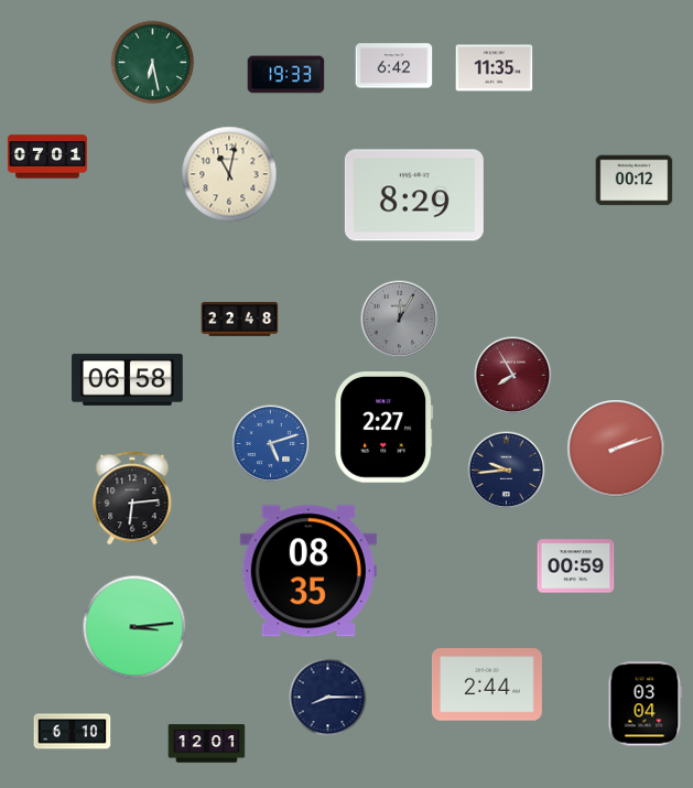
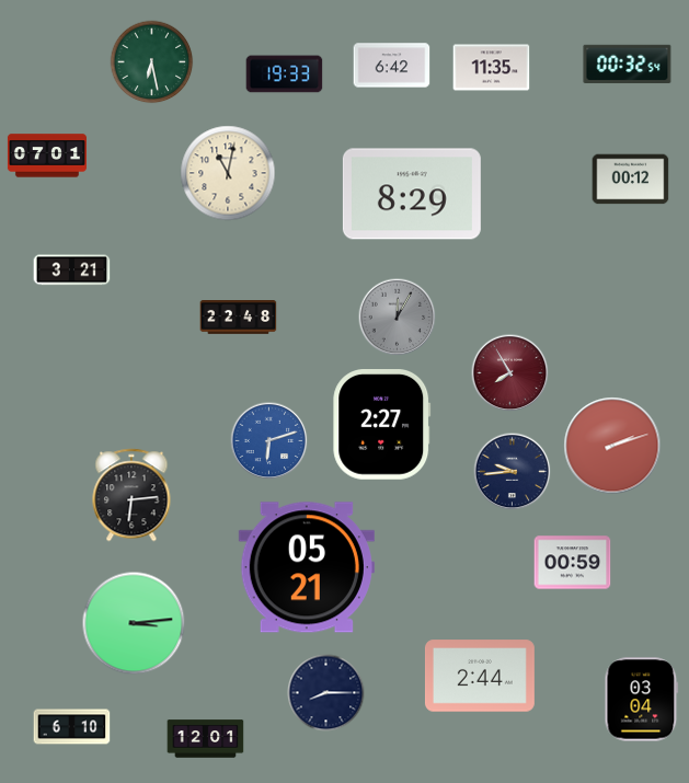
clock at (628, 65): none -> 00:32
clock at (72, 270): none -> 3:21
clock at (128, 379): 06:58 -> none
clock at (271, 444): 5:12 -> 6:12
clock at (507, 471) position: (507, 471) -> (513, 472)
clock at (308, 571): 08:35 -> 05:21
clock at (487, 684) position: (487, 684) -> (480, 676)
